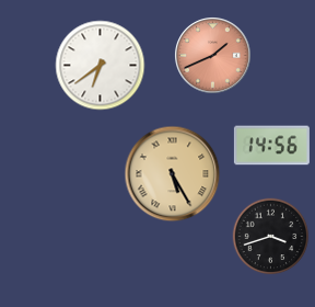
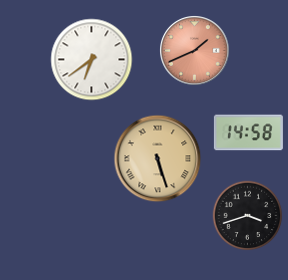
clock at (271, 146): 14:56 -> 14:58
clock at (173, 174): 5:25 -> 5:27
